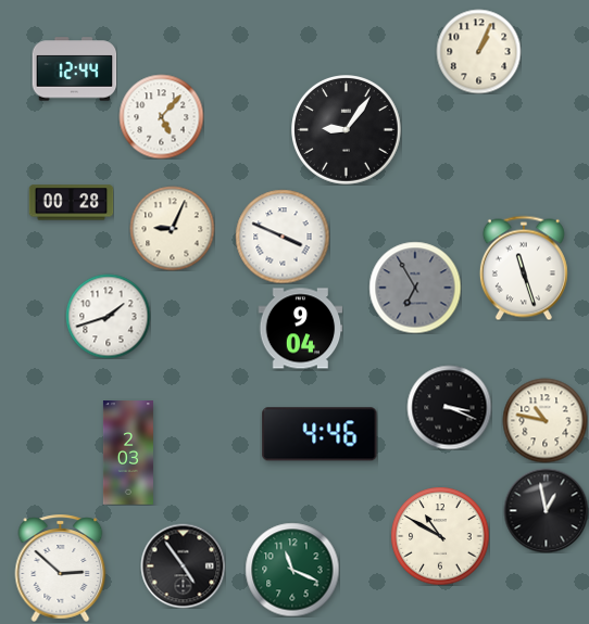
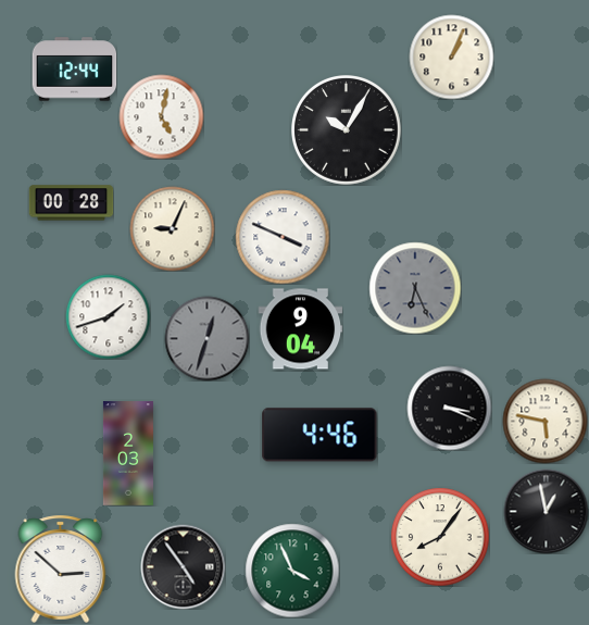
clock at (478, 51) position: (478, 51) -> (451, 57)
clock at (161, 116): 5:07 -> 5:02
clock at (347, 130): 9:06 -> 10:05
clock at (524, 268): 11:27 -> none
clock at (415, 288): 6:55 -> 6:26
clock at (206, 338): none -> 12:33
clock at (544, 420): 10:47 -> 5:47
clock at (440, 536): 10:50 -> 8:06
clock at (292, 570): 11:19 -> 3:56
